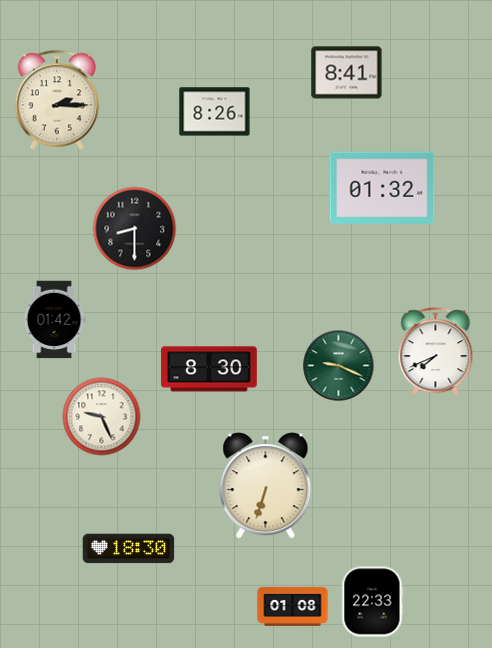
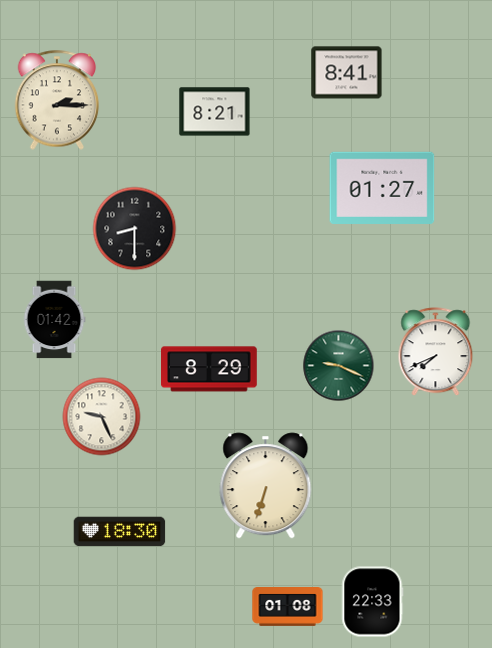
clock at (215, 112): 8:26 -> 8:21
clock at (382, 188): 01:32 -> 01:27
clock at (210, 369): 8:30 -> 8:29
clock at (129, 549) position: (129, 549) -> (120, 532)
clock at (293, 607) position: (293, 607) -> (288, 607)
